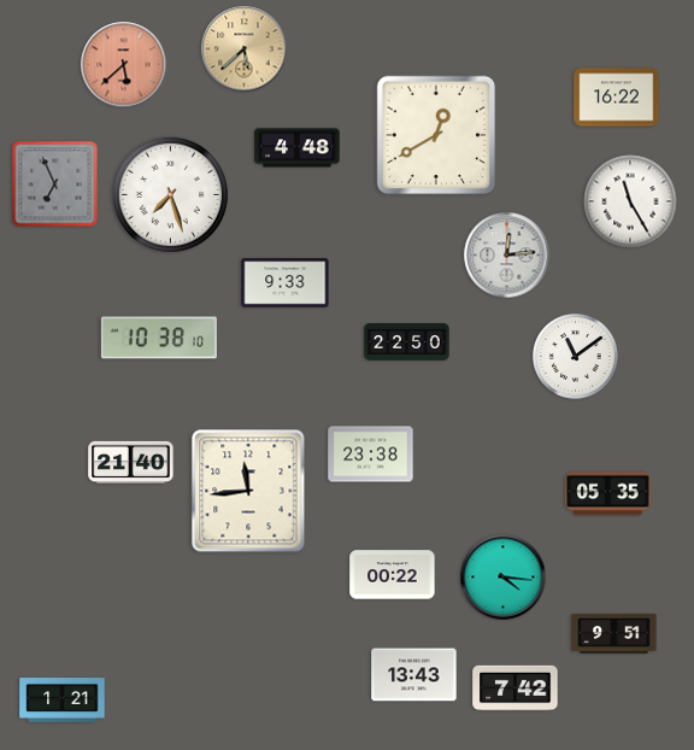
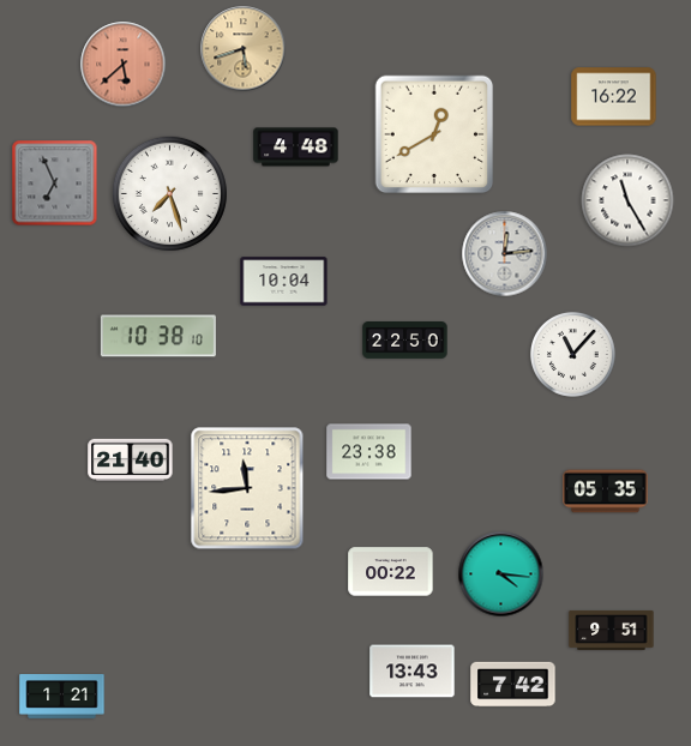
clock at (245, 49): 5:38 -> 5:42
clock at (286, 283): 9:33 -> 10:04
clock at (575, 356): 11:09 -> 11:07
